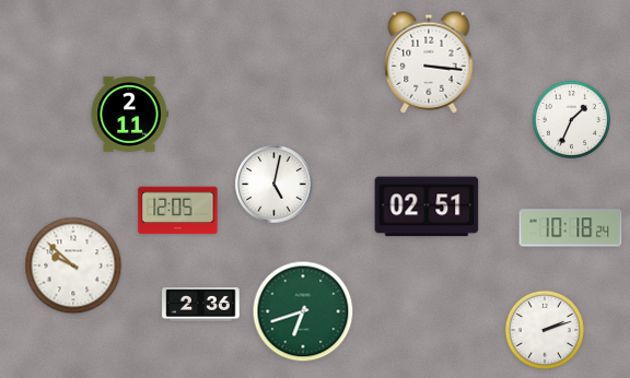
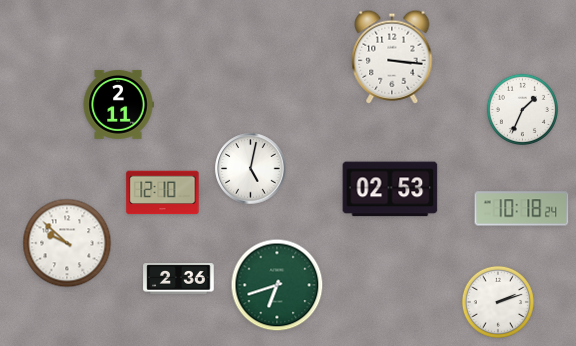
clock at (427, 206): 02:51 -> 02:53
clock at (178, 211): 12:05 -> 12:10
clock at (201, 305) position: (201, 305) -> (179, 279)
